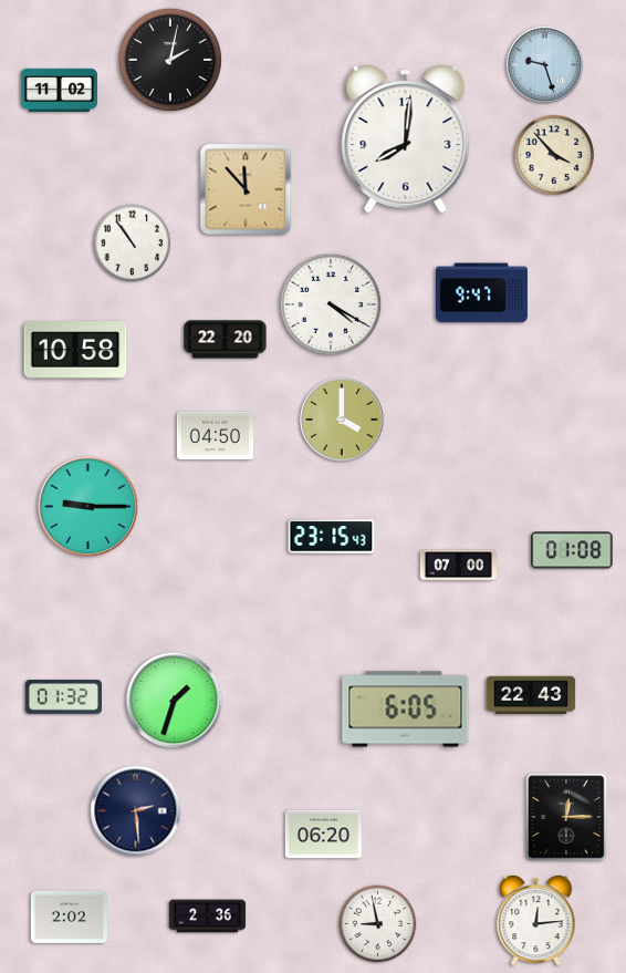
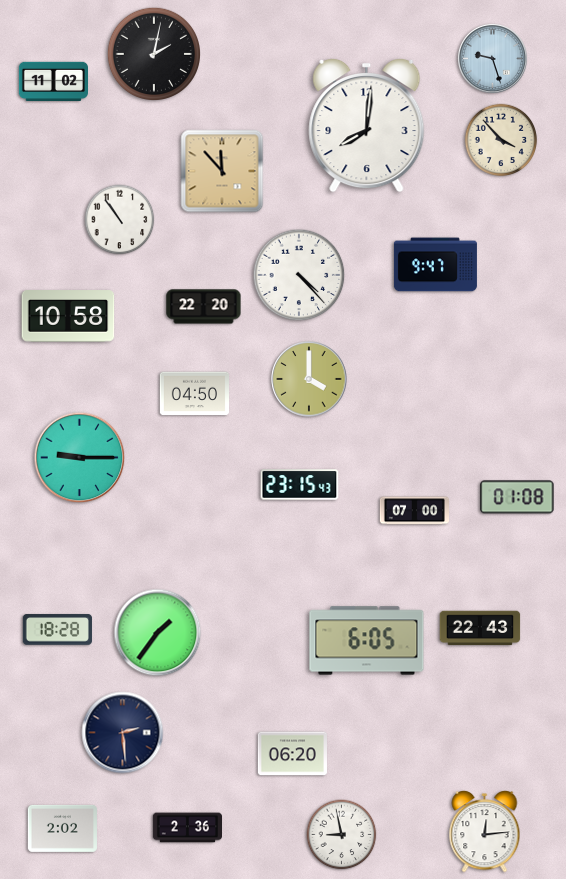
clock at (331, 304): 4:20 -> 4:23
clock at (63, 697): 01:32 -> 18:28
clock at (175, 701): 1:33 -> 1:36
clock at (566, 817): 12:15 -> none
